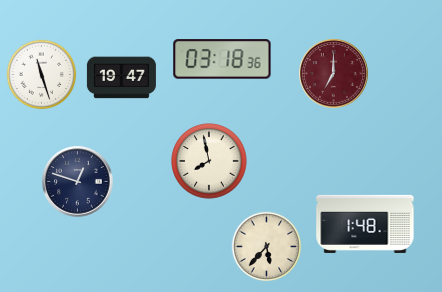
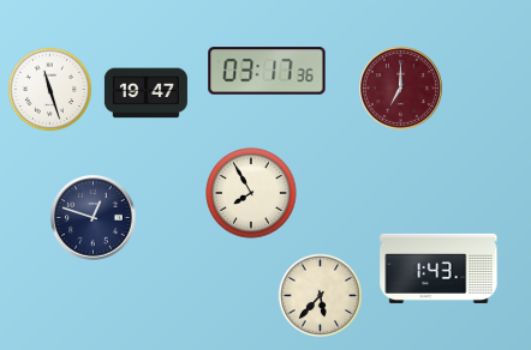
clock at (222, 59): 03:18 -> 03:17
clock at (209, 161): 7:58 -> 7:55
clock at (365, 224): 1:48 -> 1:43
